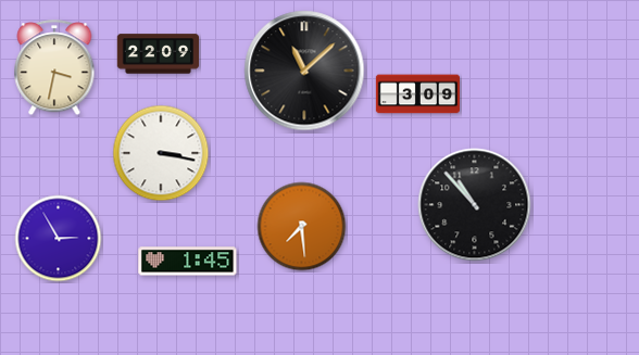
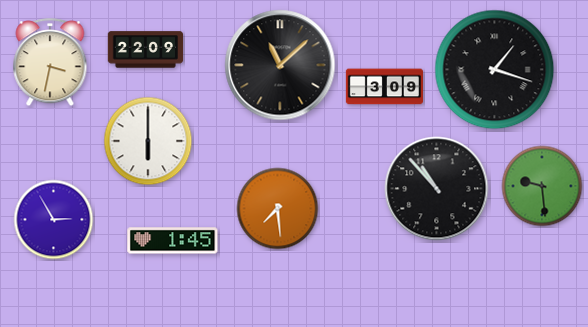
clock at (495, 70): none -> 1:18
clock at (161, 153): 3:17 -> 6:00
clock at (542, 186): none -> 9:29
